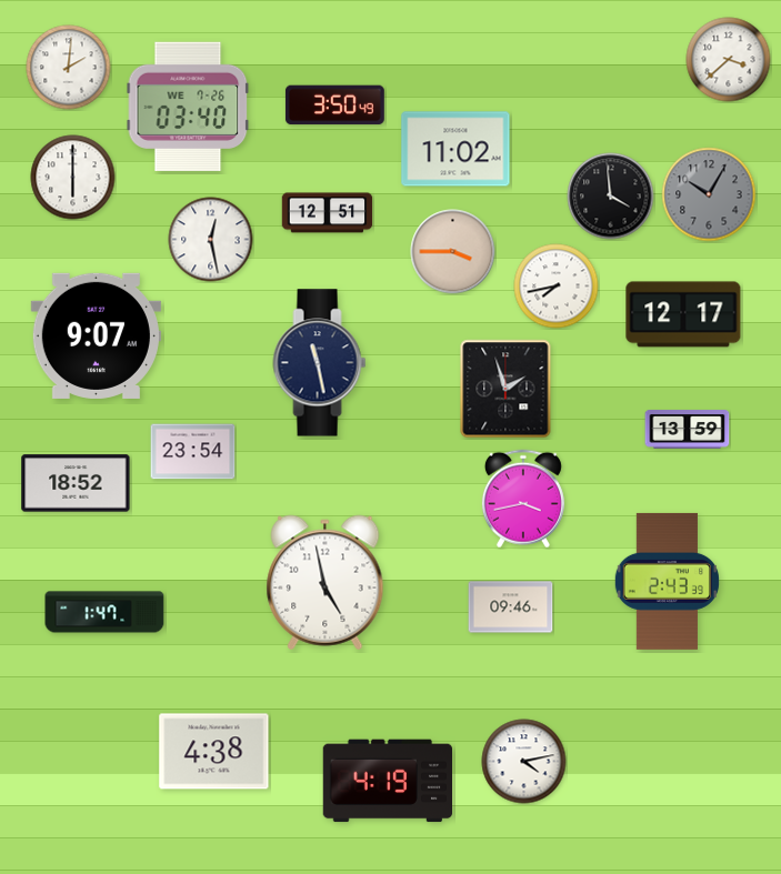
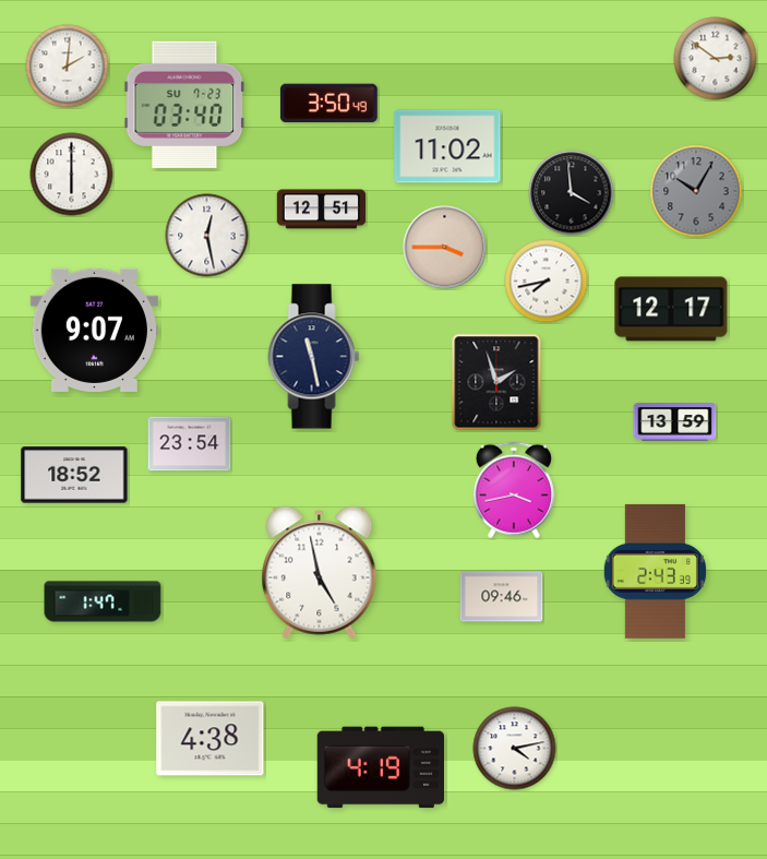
clock at (729, 60): 3:38 -> 2:51
clock at (188, 107) date: WE 7-26 -> SU 7-23
clock at (611, 197) position: (611, 197) -> (572, 193)
